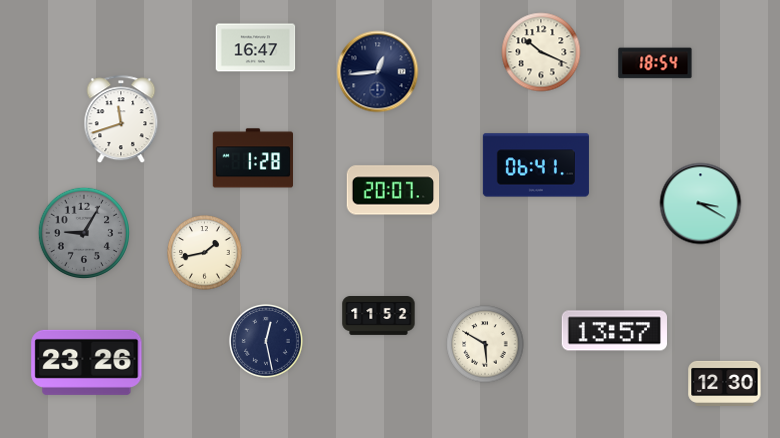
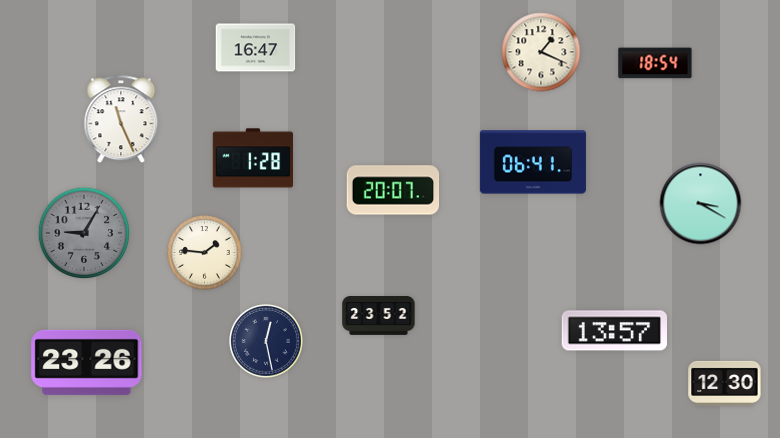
clock at (541, 52): 10:19 -> 1:19
clock at (378, 72): 12:44 -> none
clock at (121, 120): 11:42 -> 11:26
clock at (536, 165) position: (536, 165) -> (533, 162)
clock at (205, 253): 1:43 -> 1:46
clock at (379, 316): 11:52 -> 23:52
clock at (485, 344): 5:50 -> none
